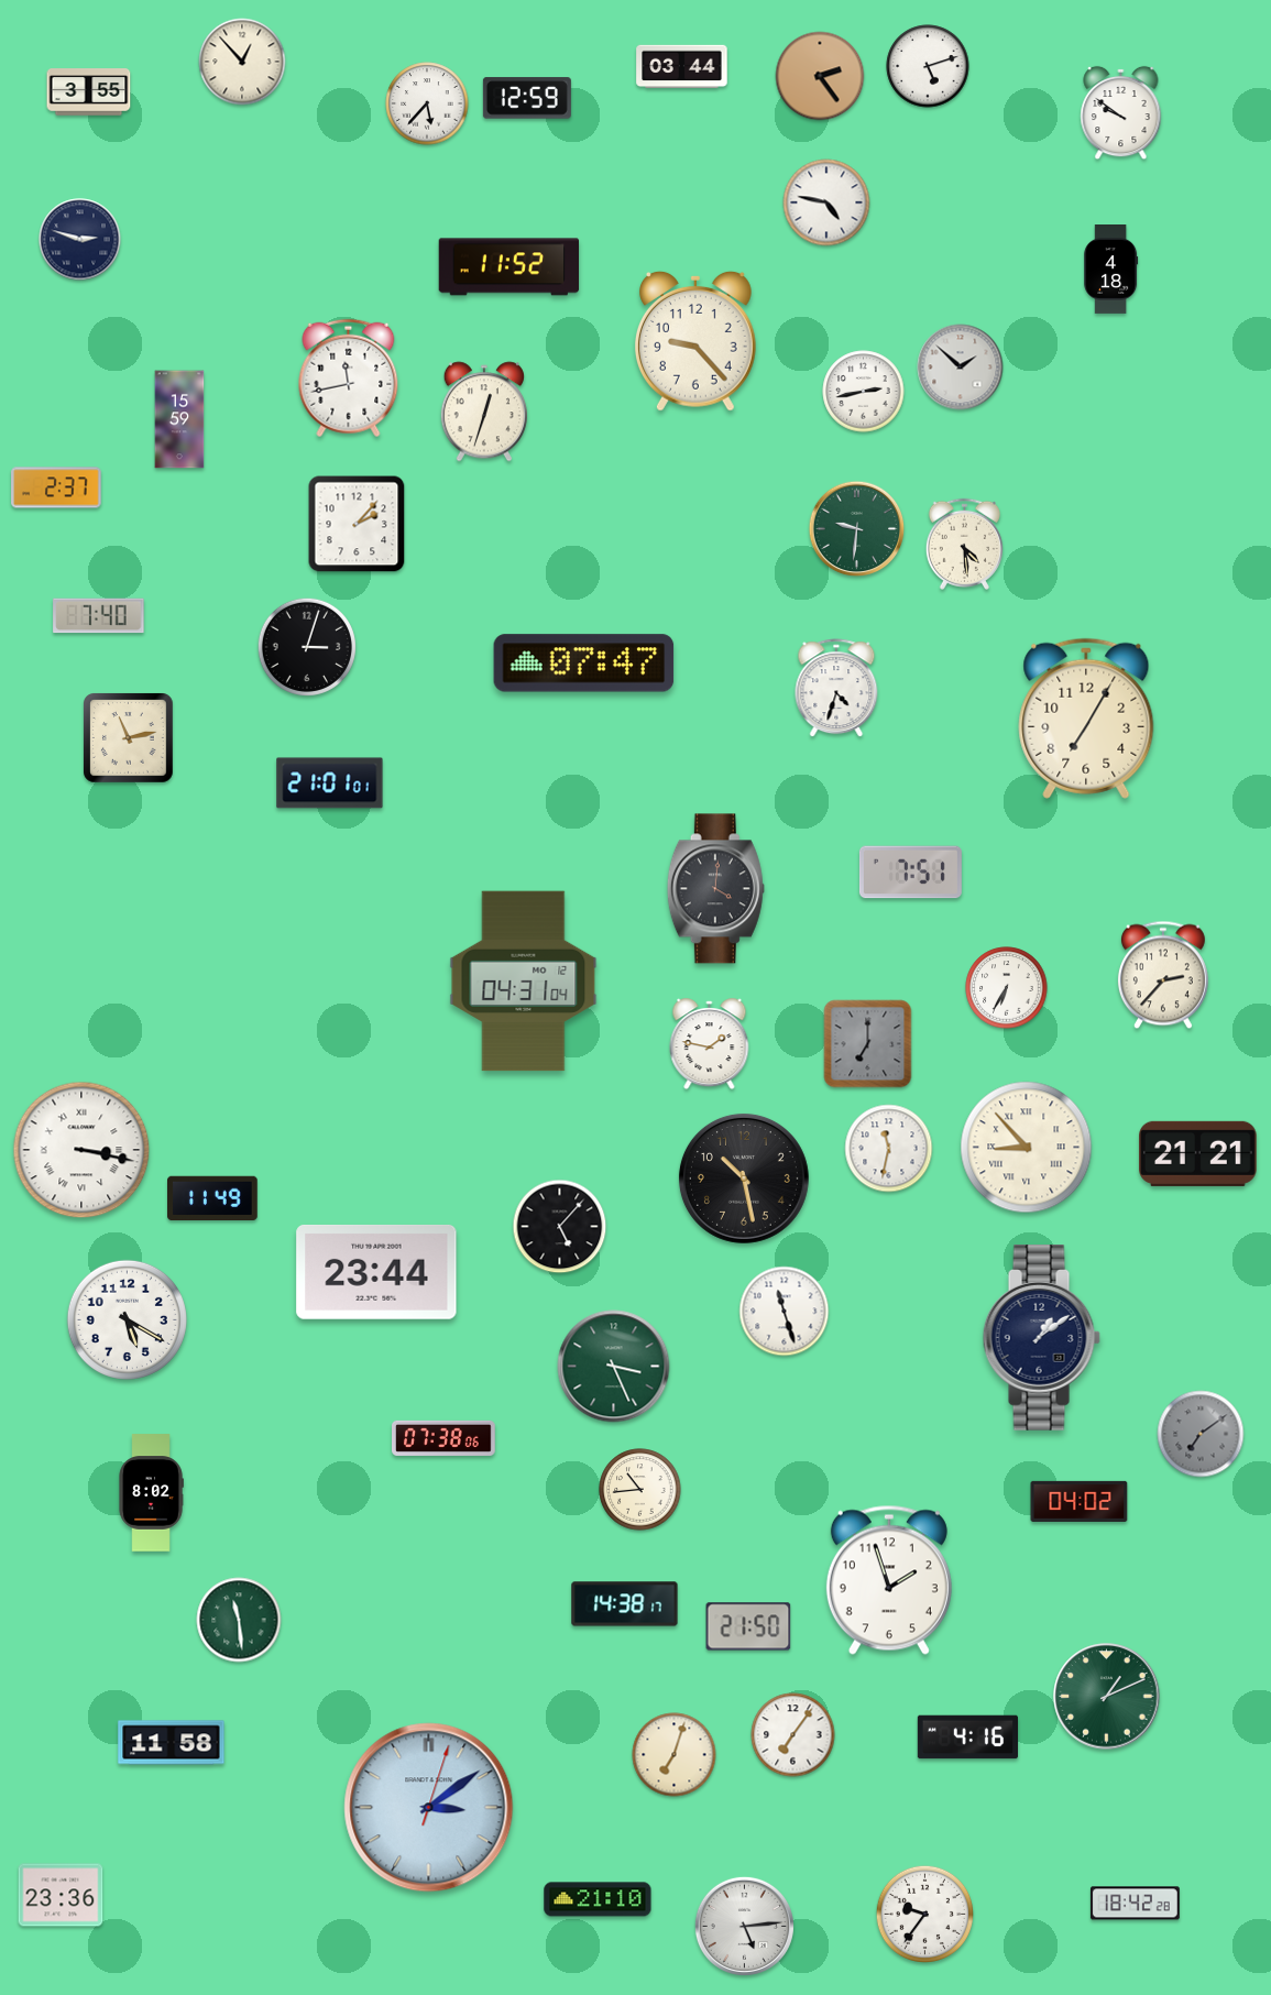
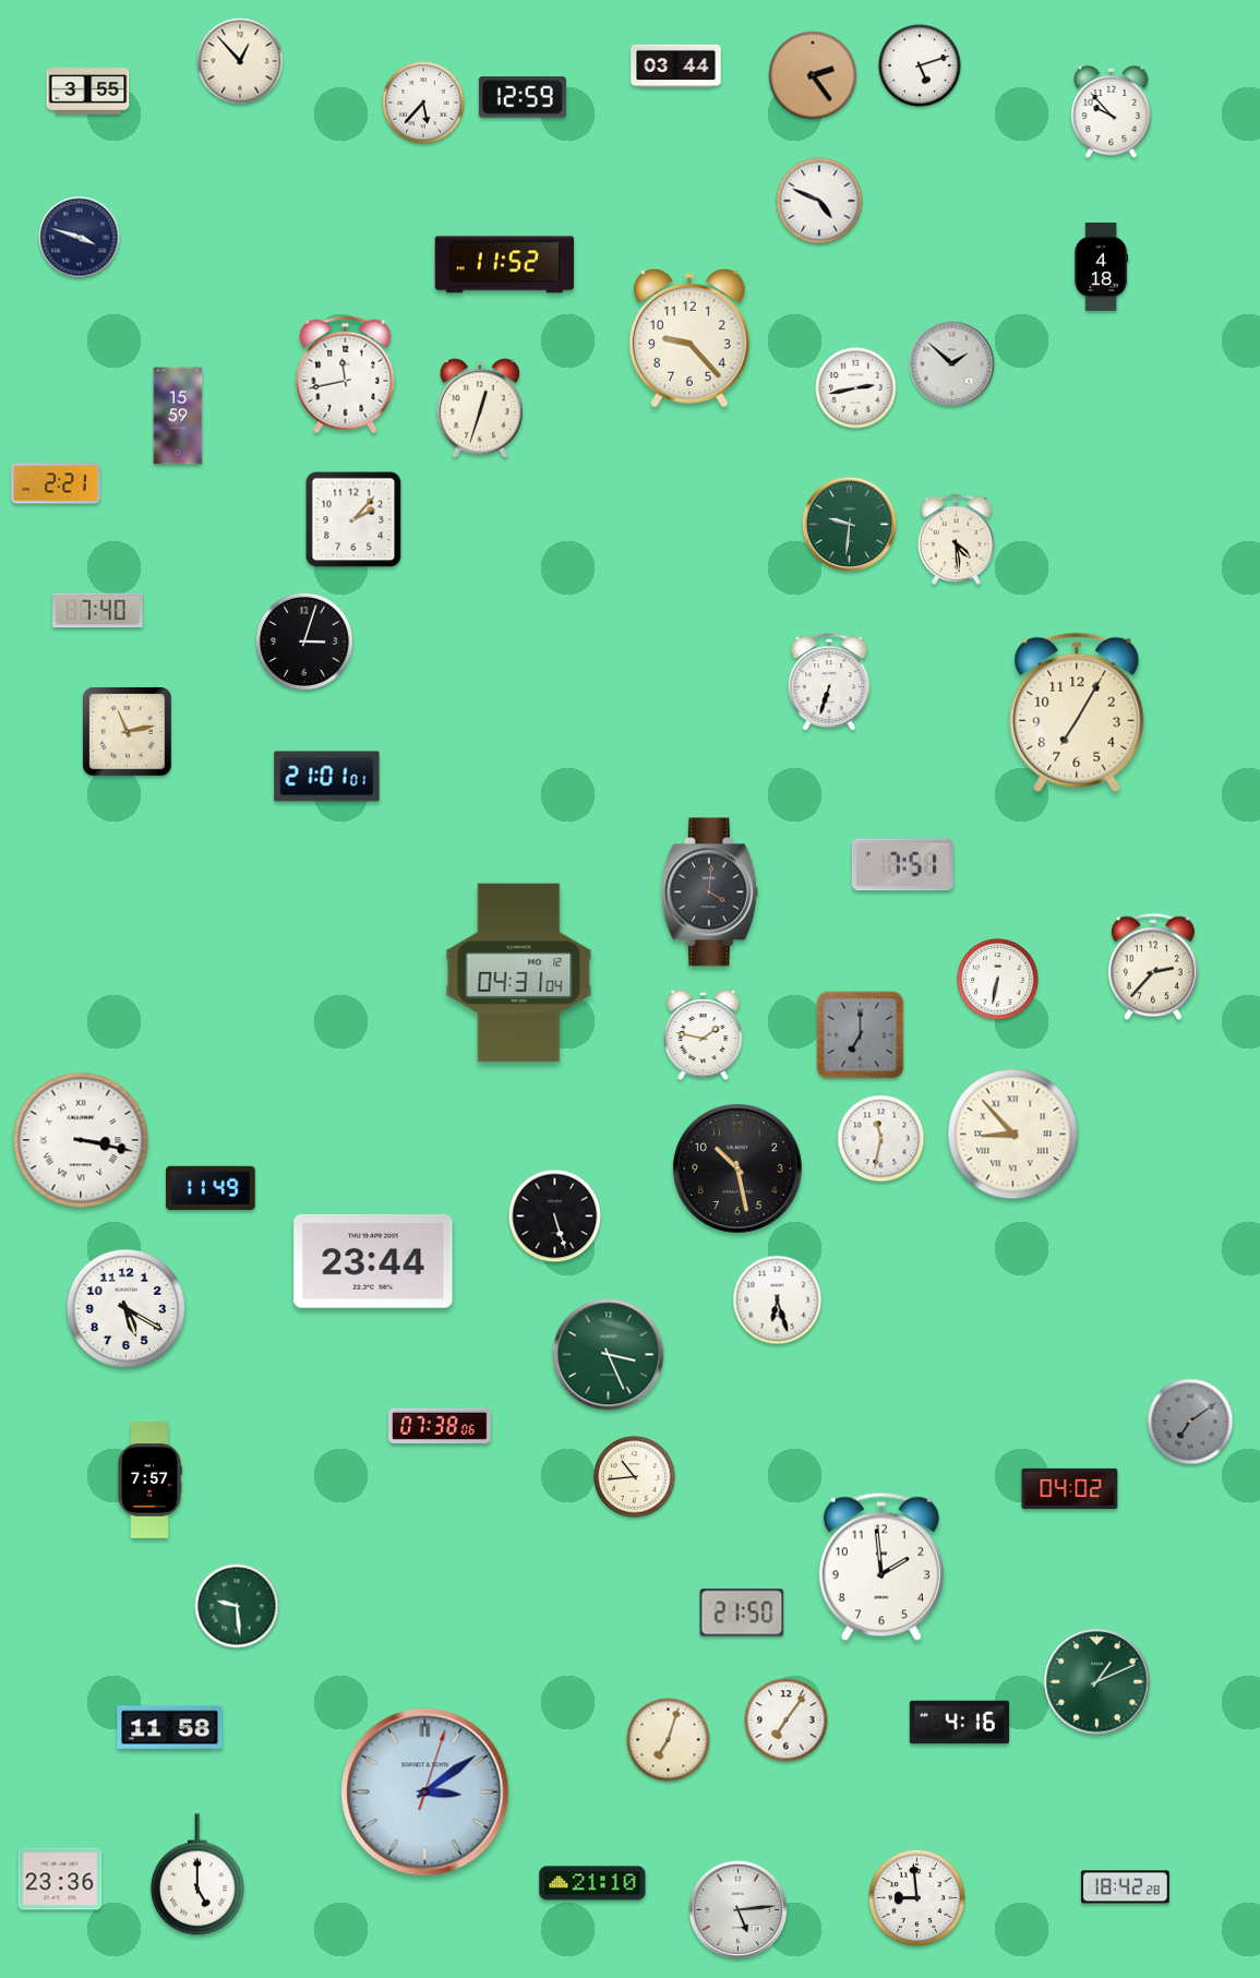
clock at (1121, 113): 9:51 -> 9:53
clock at (826, 202): 4:47 -> 4:49
clock at (80, 240): 2:48 -> 3:48
clock at (56, 487): 2:37 -> 2:21
clock at (584, 664): 07:47 -> none
clock at (836, 689): 4:33 -> 6:33
clock at (715, 889) position: (715, 889) -> (709, 892)
clock at (1007, 988): 6:35 -> 6:32
clock at (1027, 1148) position: (1027, 1148) -> (1013, 1135)
clock at (1198, 1153): 21:21 -> none
clock at (560, 1227): 5:07 -> 5:27
clock at (785, 1312): 11:27 -> 6:27
clock at (1041, 1338): 1:09 -> none
clock at (151, 1493): 8:02 -> 7:57
clock at (889, 1580): 1:57 -> 1:59
clock at (625, 1604): 14:38 -> none
clock at (239, 1620): 11:29 -> 9:29
clock at (197, 1875): none -> 5:00
clock at (924, 1914): 9:36 -> 8:59
